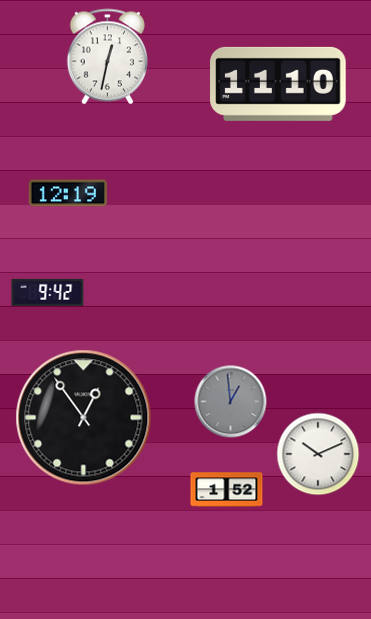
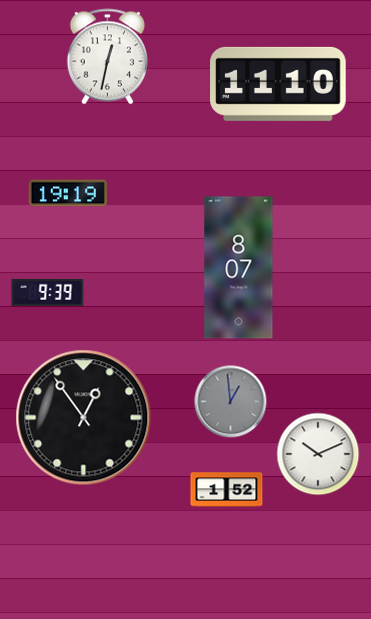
clock at (68, 193): 12:19 -> 19:19
clock at (239, 268): none -> 8:07
clock at (48, 292): 9:42 -> 9:39
